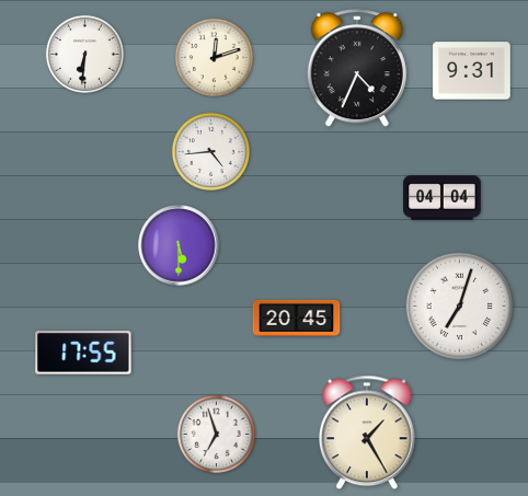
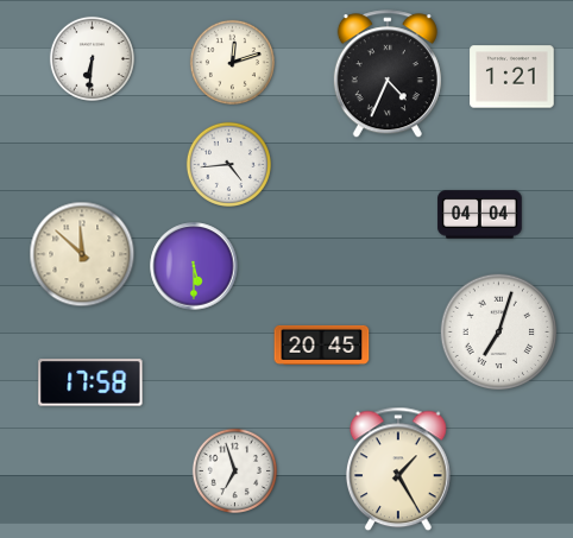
clock at (472, 71): 9:31 -> 1:21
clock at (82, 254): none -> 11:52
clock at (83, 353): 17:55 -> 17:58
